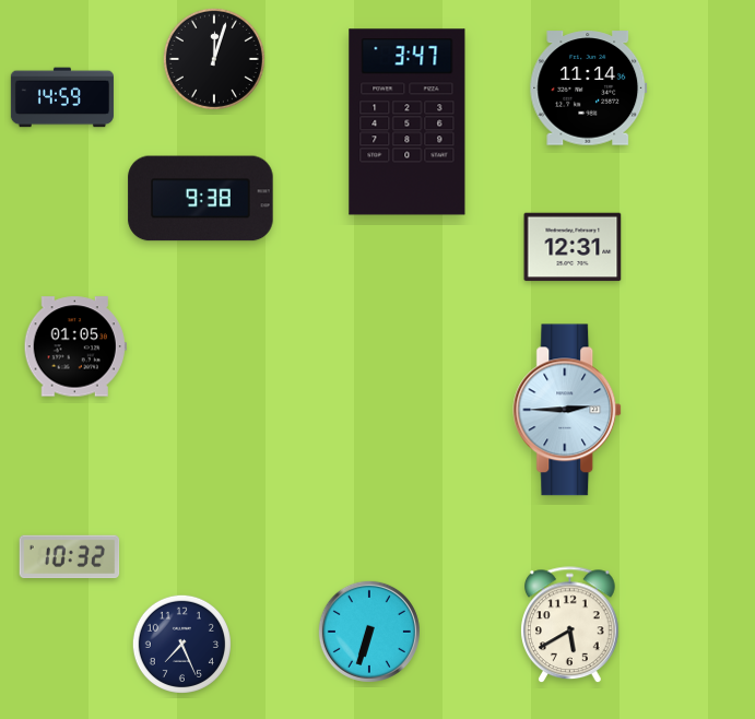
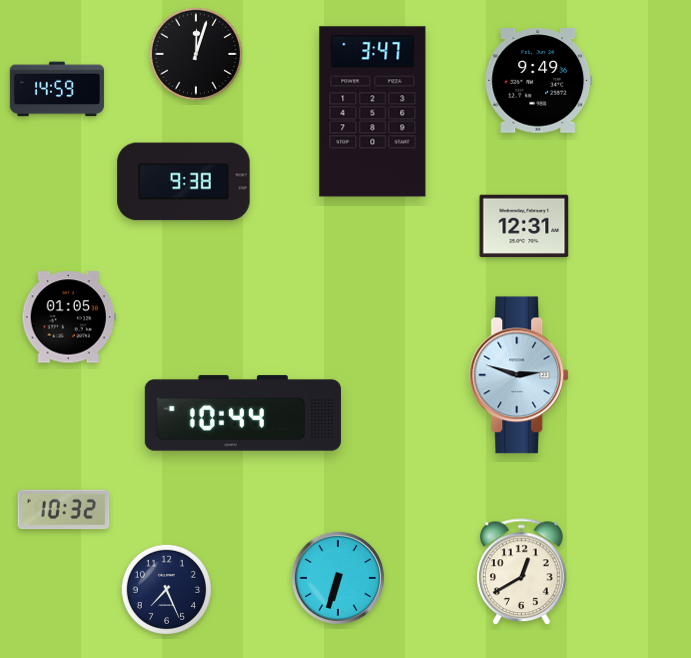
clock at (589, 89): 11:14 -> 9:49
clock at (568, 410): 2:45 -> 2:48
clock at (243, 413): none -> 10:44
clock at (570, 625): 5:40 -> 12:40
